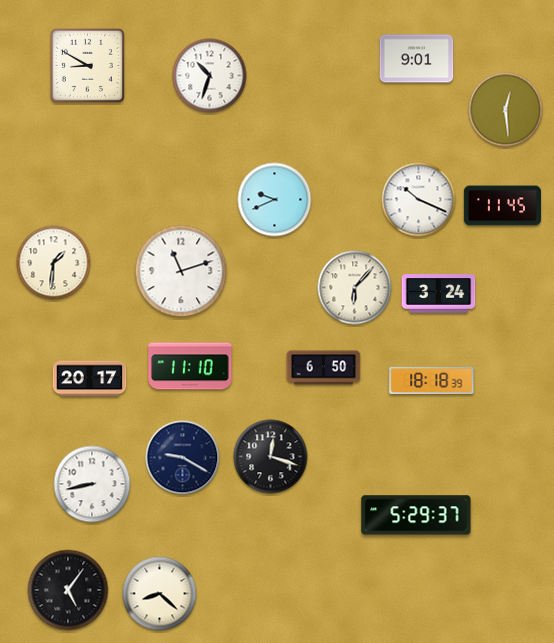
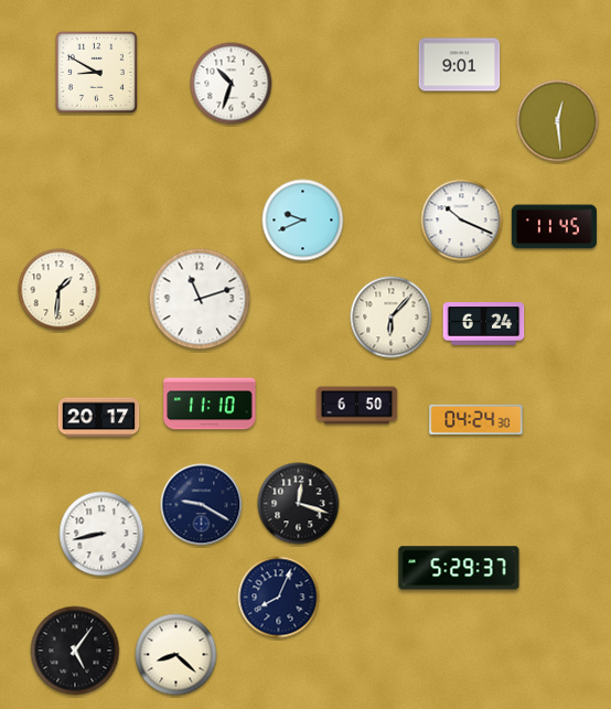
clock at (439, 294): 3:24 -> 6:24
clock at (432, 380): 18:18 -> 04:24
clock at (279, 598): none -> 8:04
